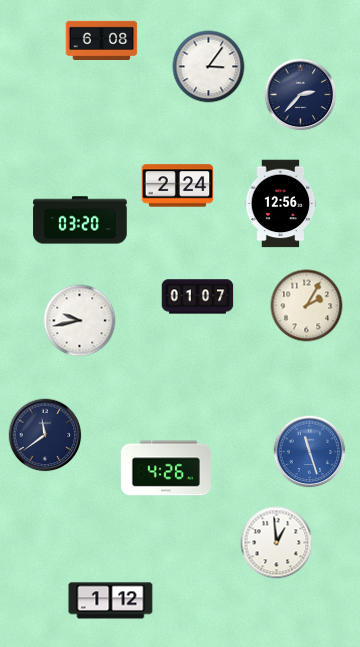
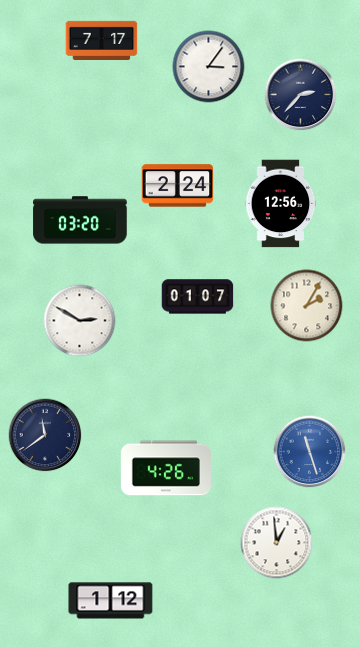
clock at (102, 40): 6:08 -> 7:17
clock at (80, 321): 9:43 -> 2:50
